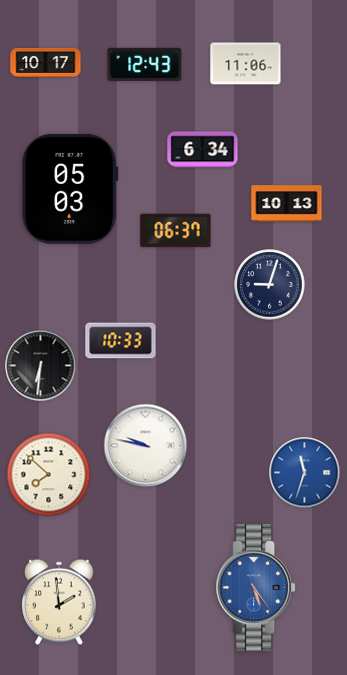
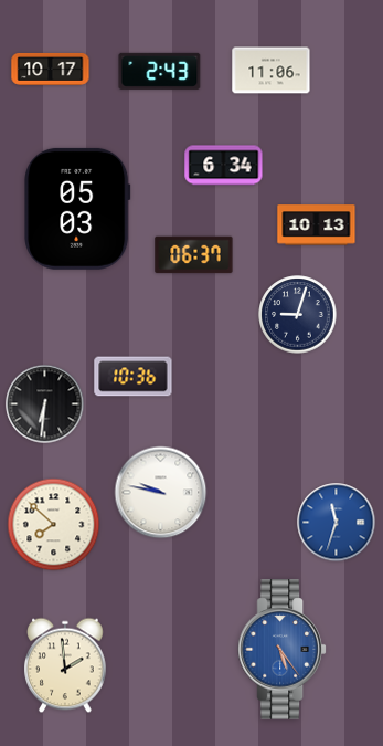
clock at (145, 64): 12:43 -> 2:43
clock at (121, 341): 10:33 -> 10:36
